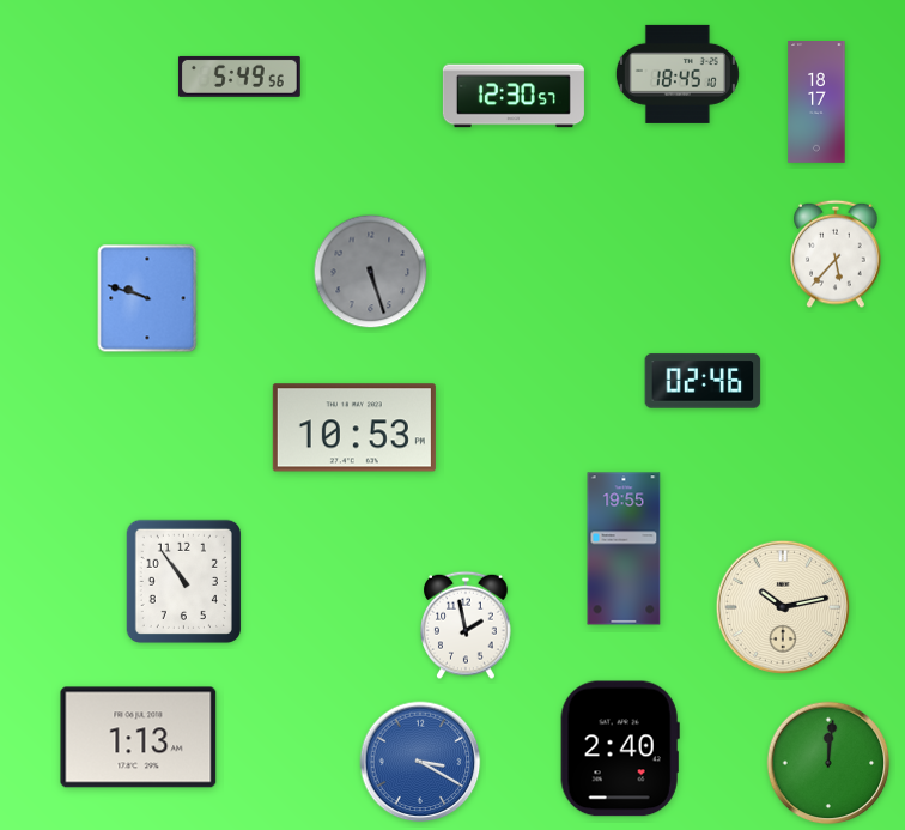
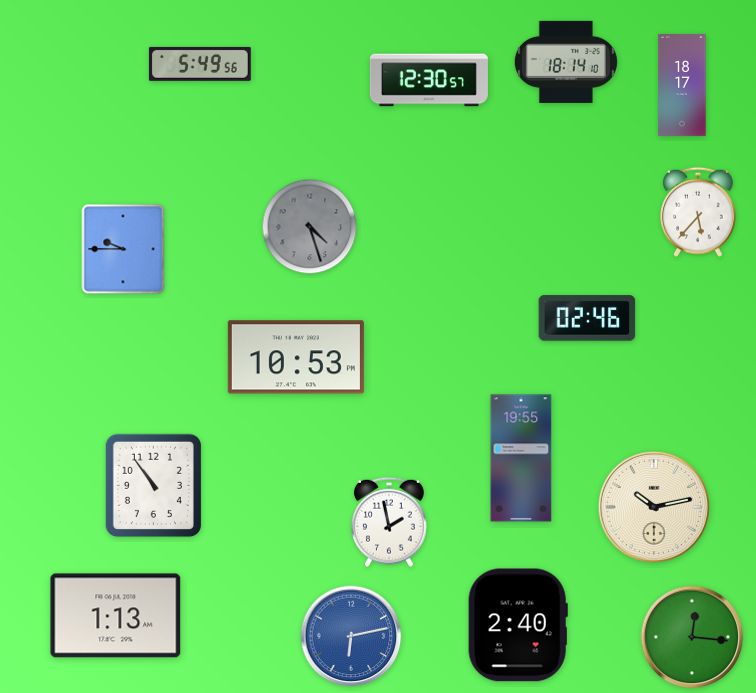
clock at (678, 74): 18:45 -> 18:14
clock at (371, 272): 5:27 -> 4:27
clock at (147, 298): 9:48 -> 9:45
clock at (420, 762): 3:20 -> 6:13
clock at (828, 763): 12:01 -> 12:16
